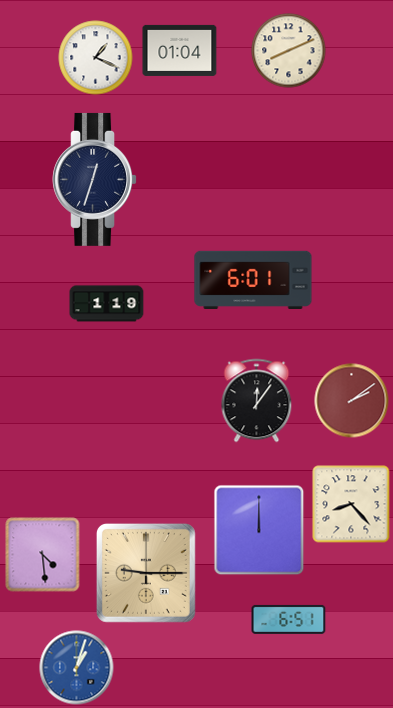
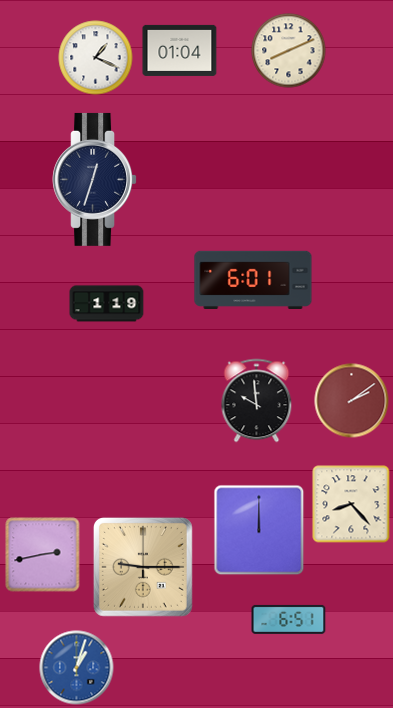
clock at (257, 401): 12:06 -> 9:59
clock at (43, 555): 4:29 -> 2:43
clock at (146, 573) position: (146, 573) -> (143, 567)
